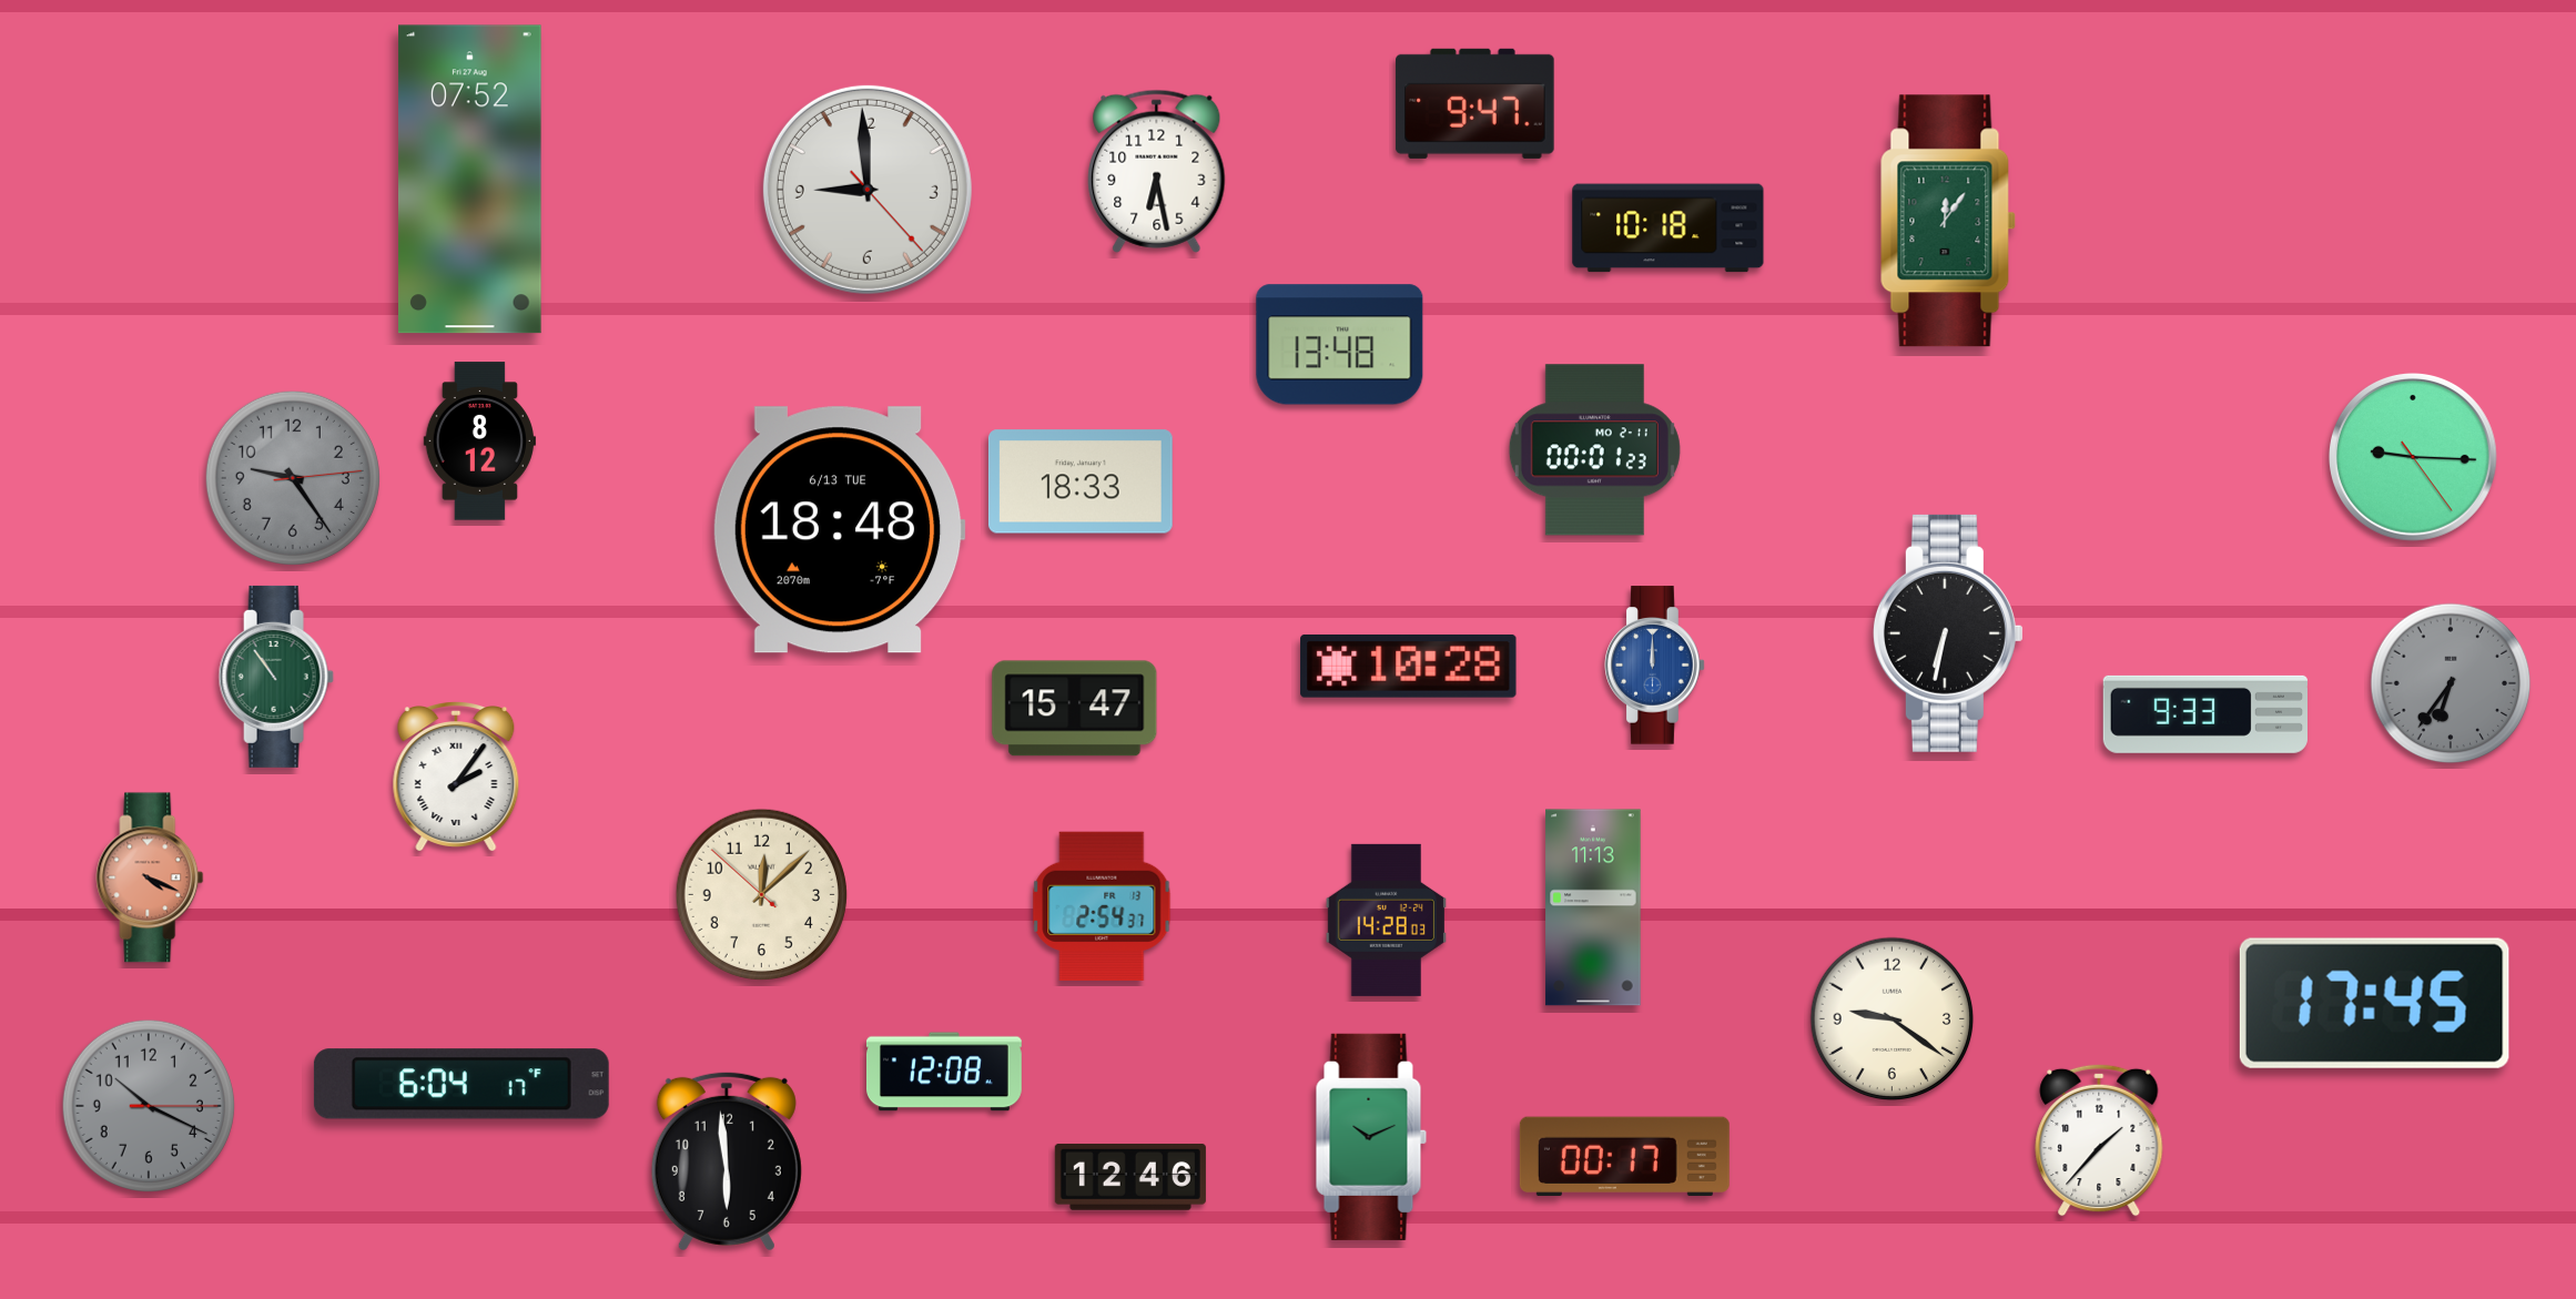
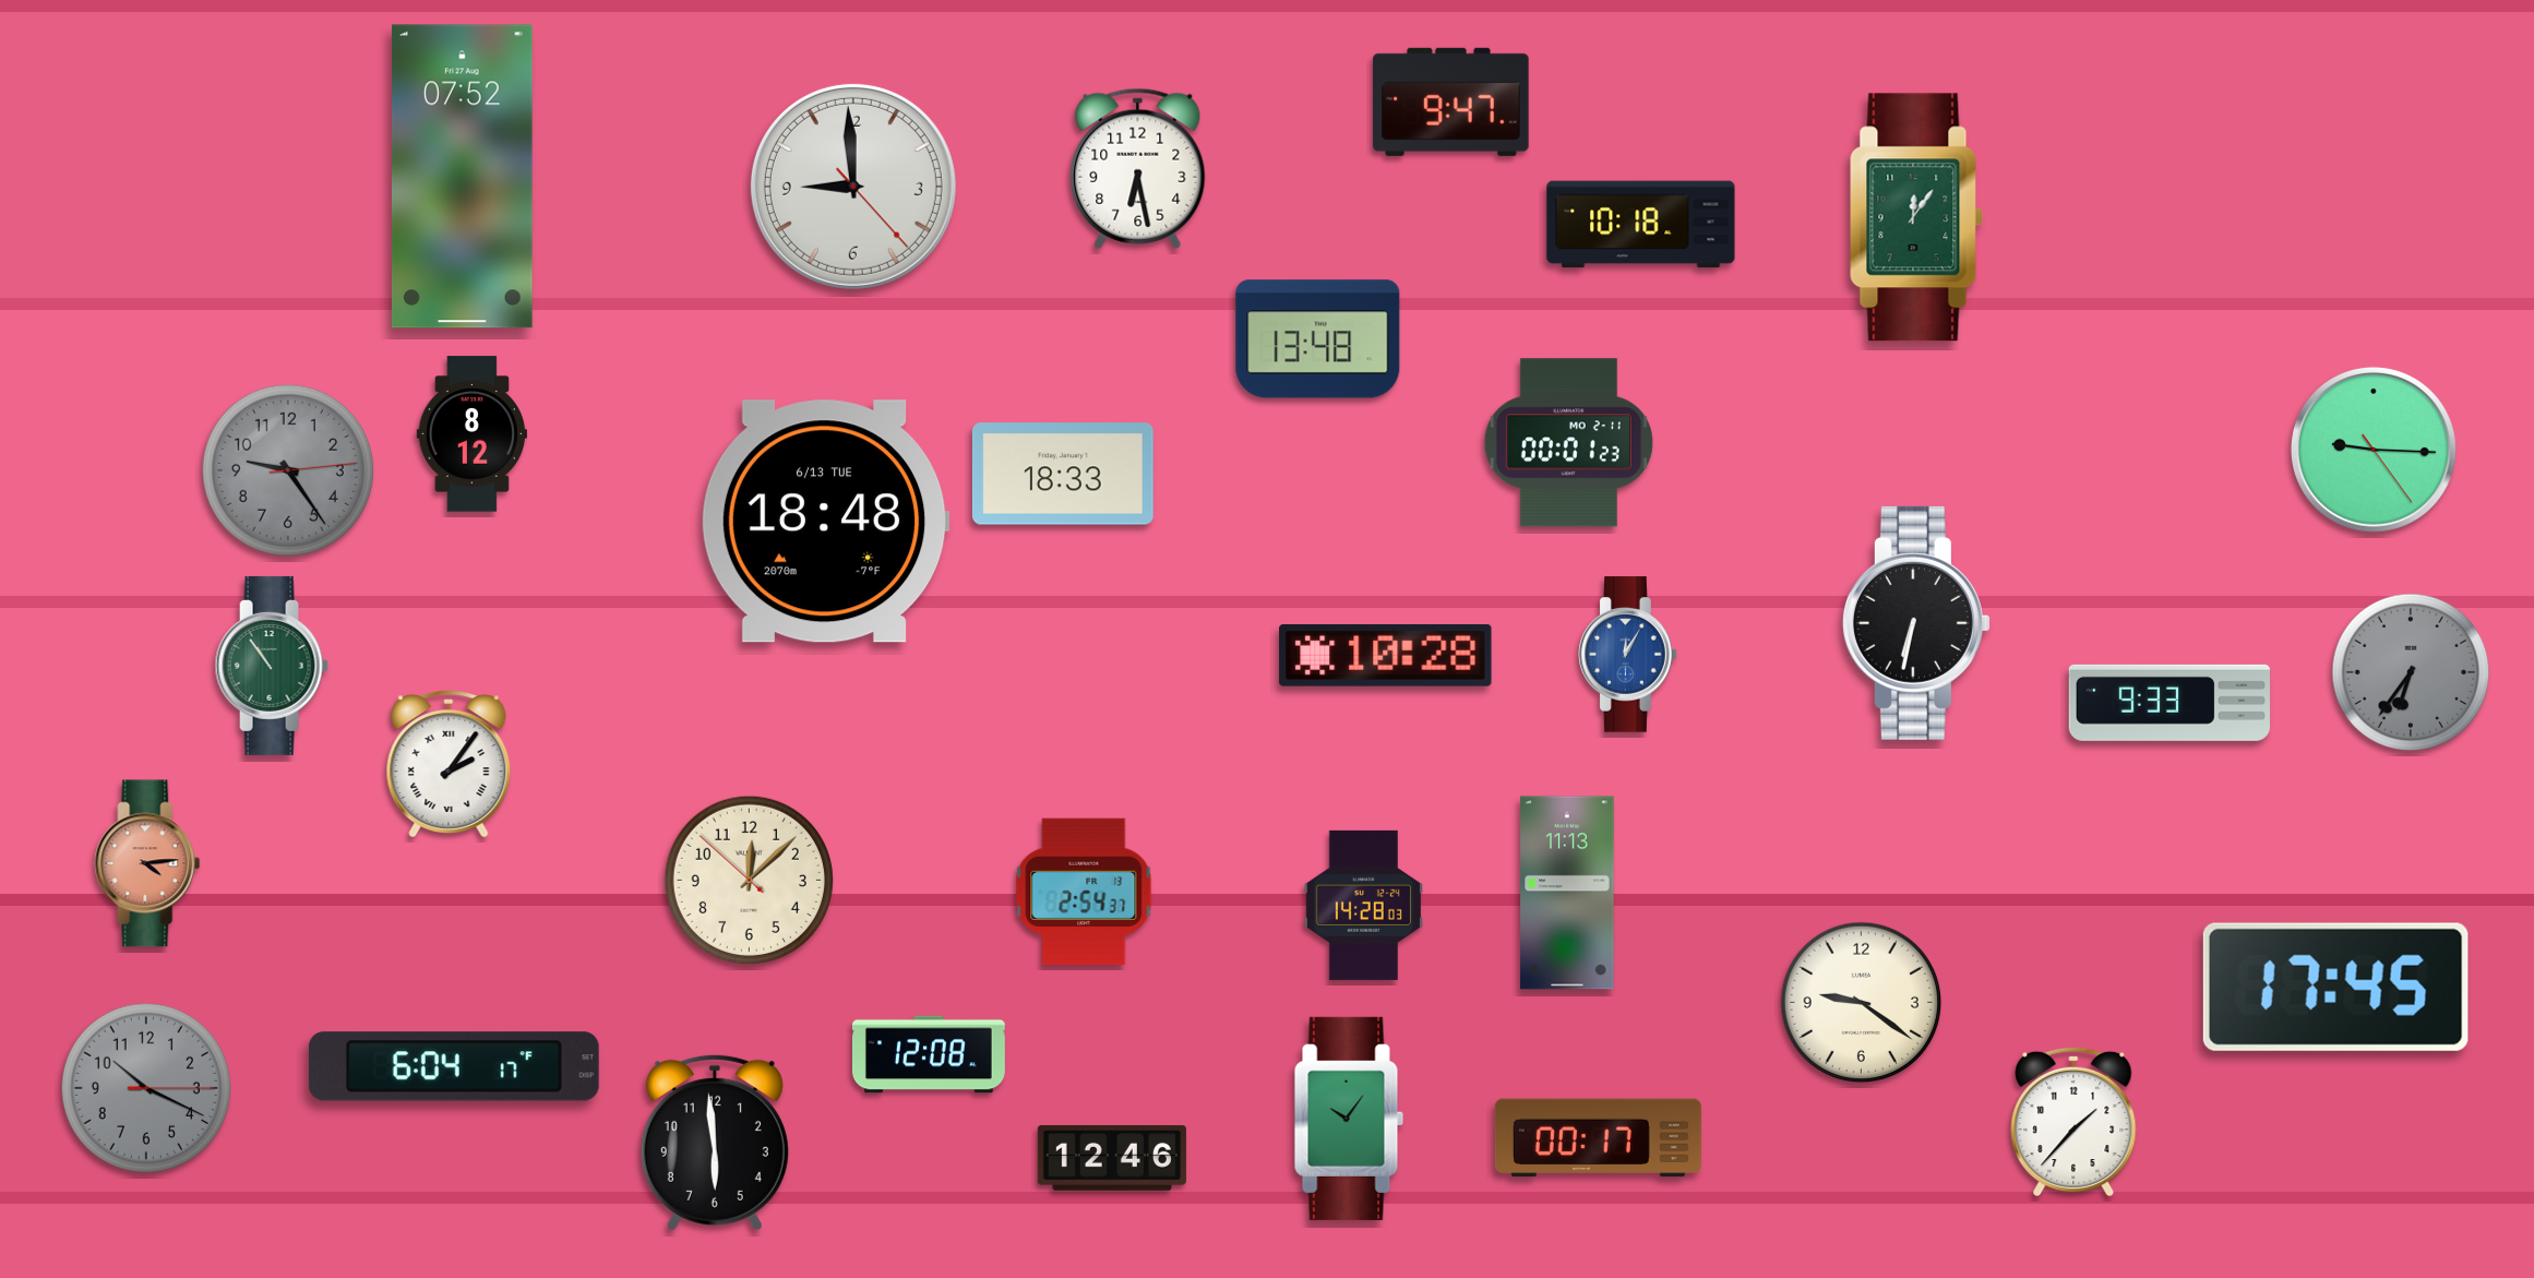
clock at (1655, 666): 12:00 -> 12:05
clock at (1075, 709): 15:47 -> none
clock at (150, 877): 4:19 -> 4:14
clock at (1371, 1137): 10:11 -> 10:06
clock at (2099, 1140) position: (2099, 1140) -> (2073, 1122)
